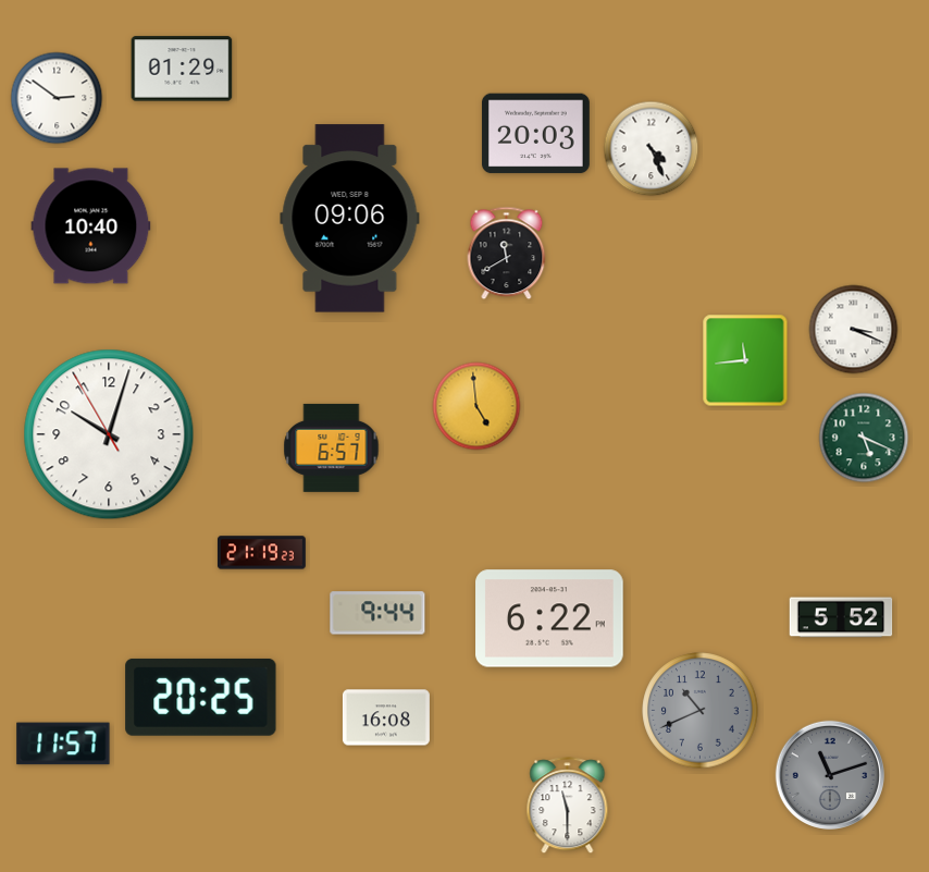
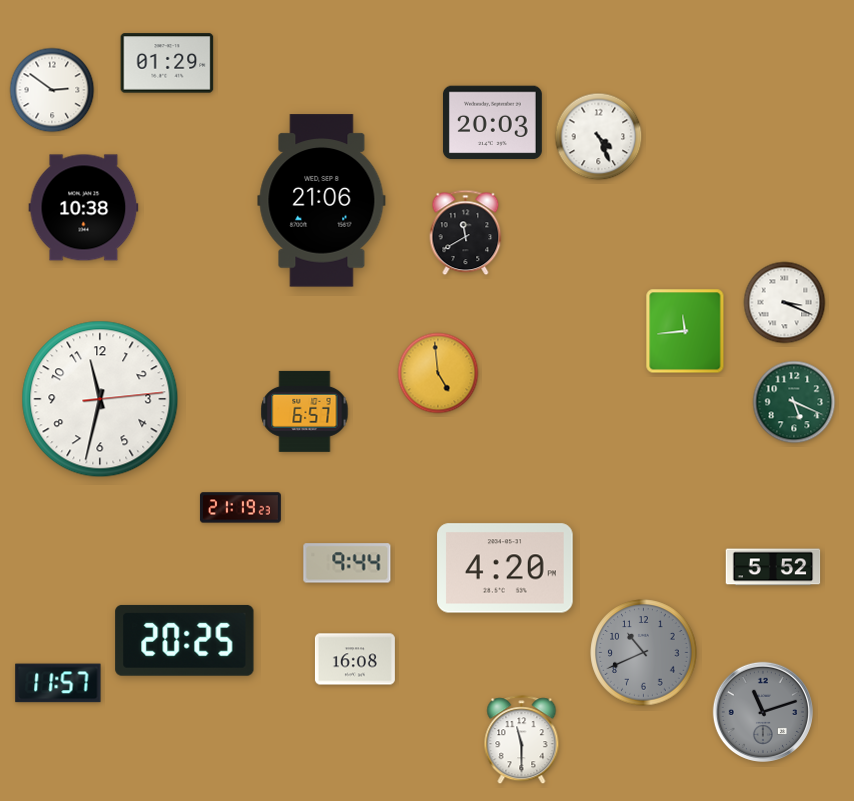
clock at (350, 219): 09:06 -> 21:06
clock at (91, 226): 10:40 -> 10:38
clock at (109, 434): 10:02 -> 11:32
clock at (549, 618): 6:22 -> 4:20
